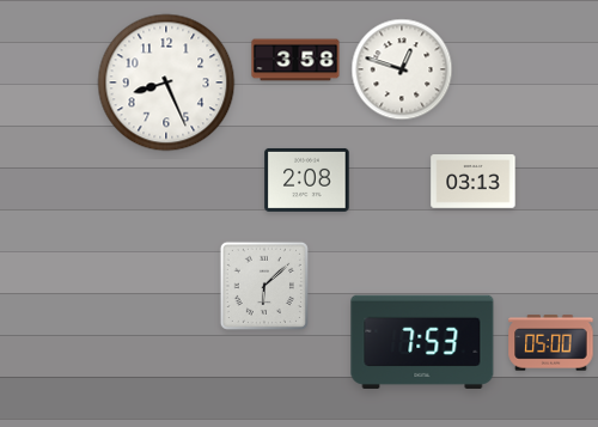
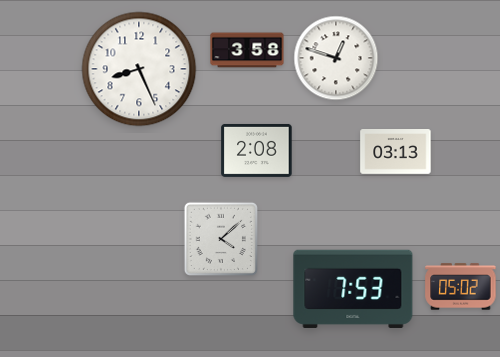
clock at (264, 286): 6:08 -> 4:08
clock at (422, 342) position: (422, 342) -> (353, 289)
clock at (551, 343): 05:00 -> 05:02
